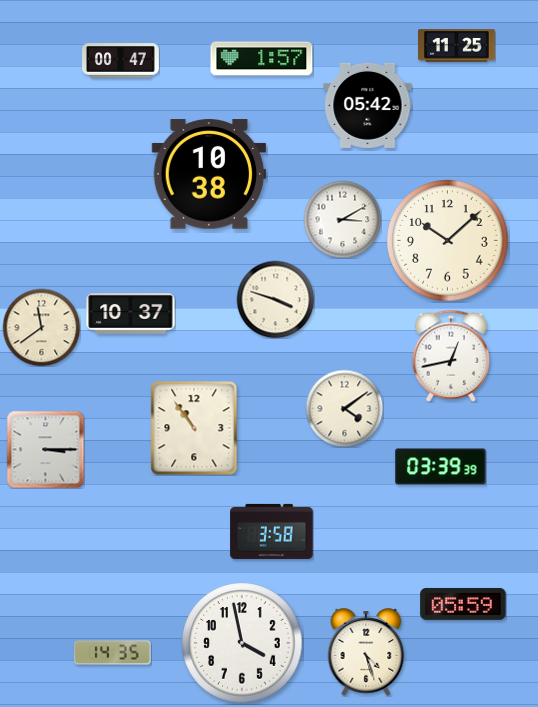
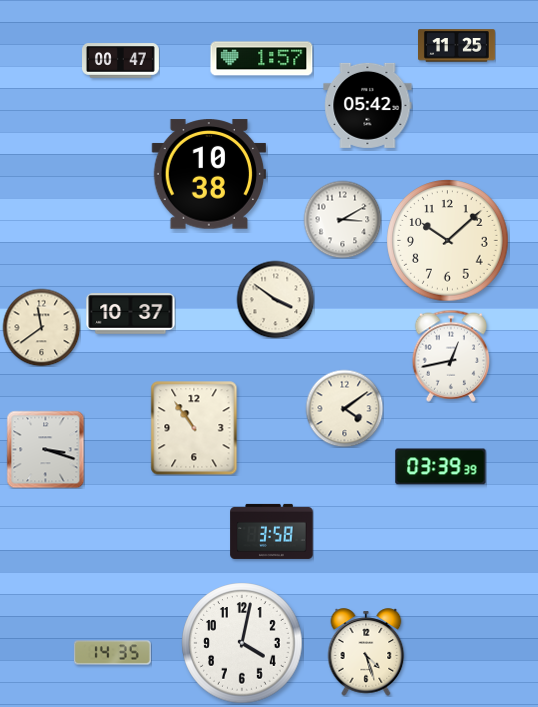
clock at (275, 299): 3:48 -> 3:51
clock at (45, 449): 3:15 -> 3:18
clock at (463, 604): 05:59 -> none
clock at (242, 643): 3:58 -> 4:02
